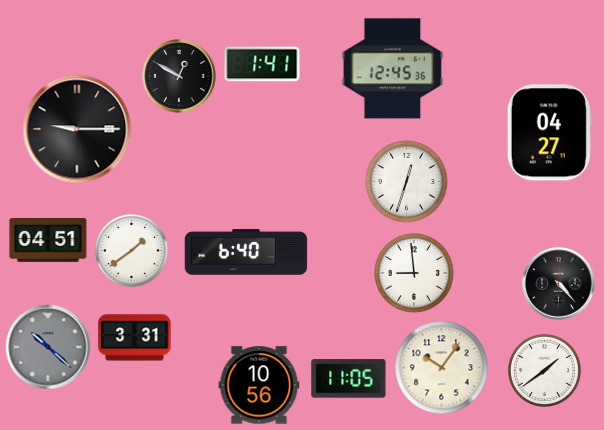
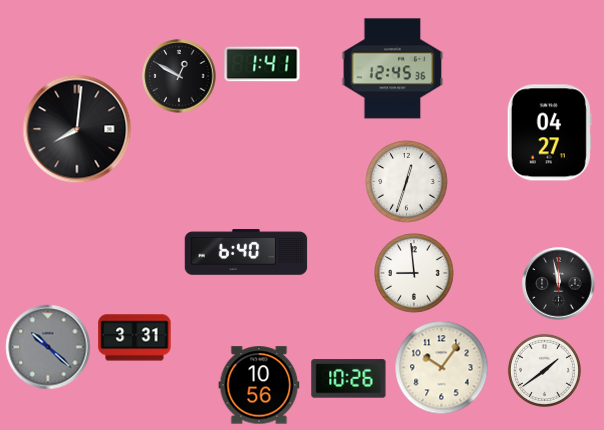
clock at (77, 129): 9:15 -> 8:01
clock at (48, 241): 04:51 -> none
clock at (131, 250): 1:39 -> none
clock at (559, 284): 4:23 -> 11:58
clock at (349, 379): 11:05 -> 10:26
